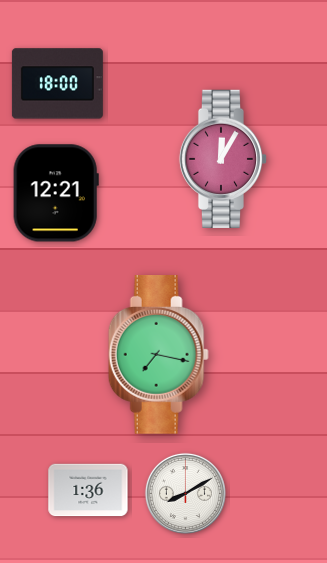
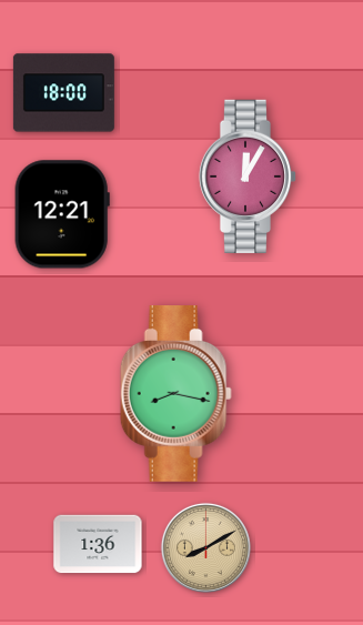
clock at (158, 355): 7:17 -> 8:17
clock at (185, 493) dial: white -> champagne
